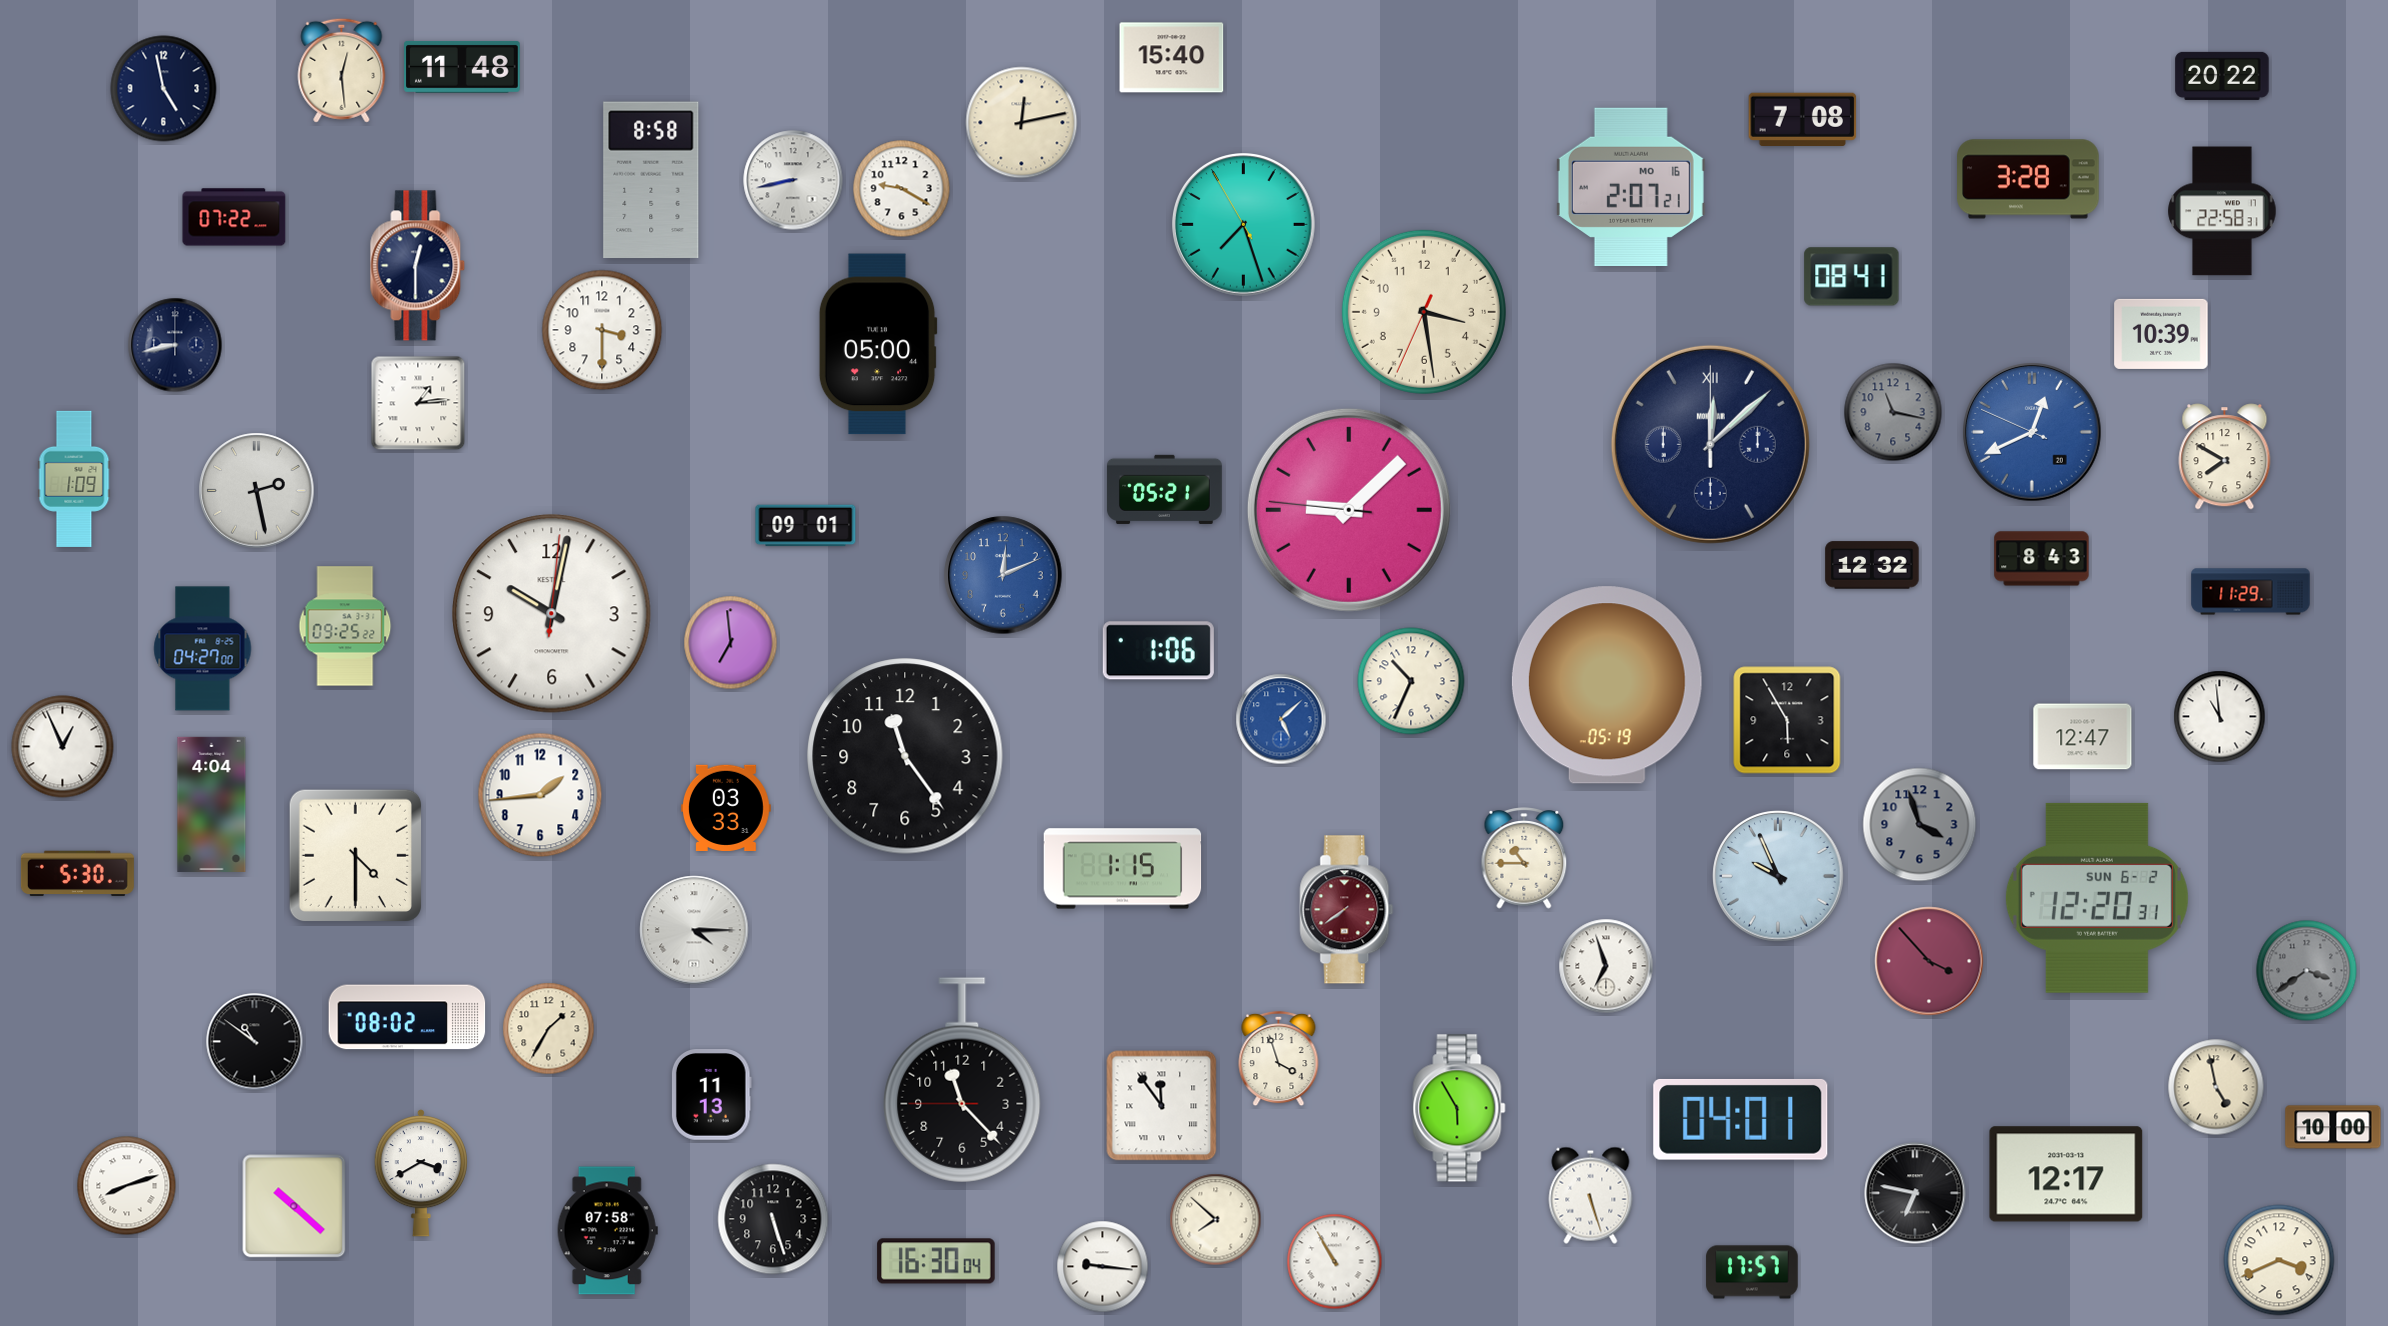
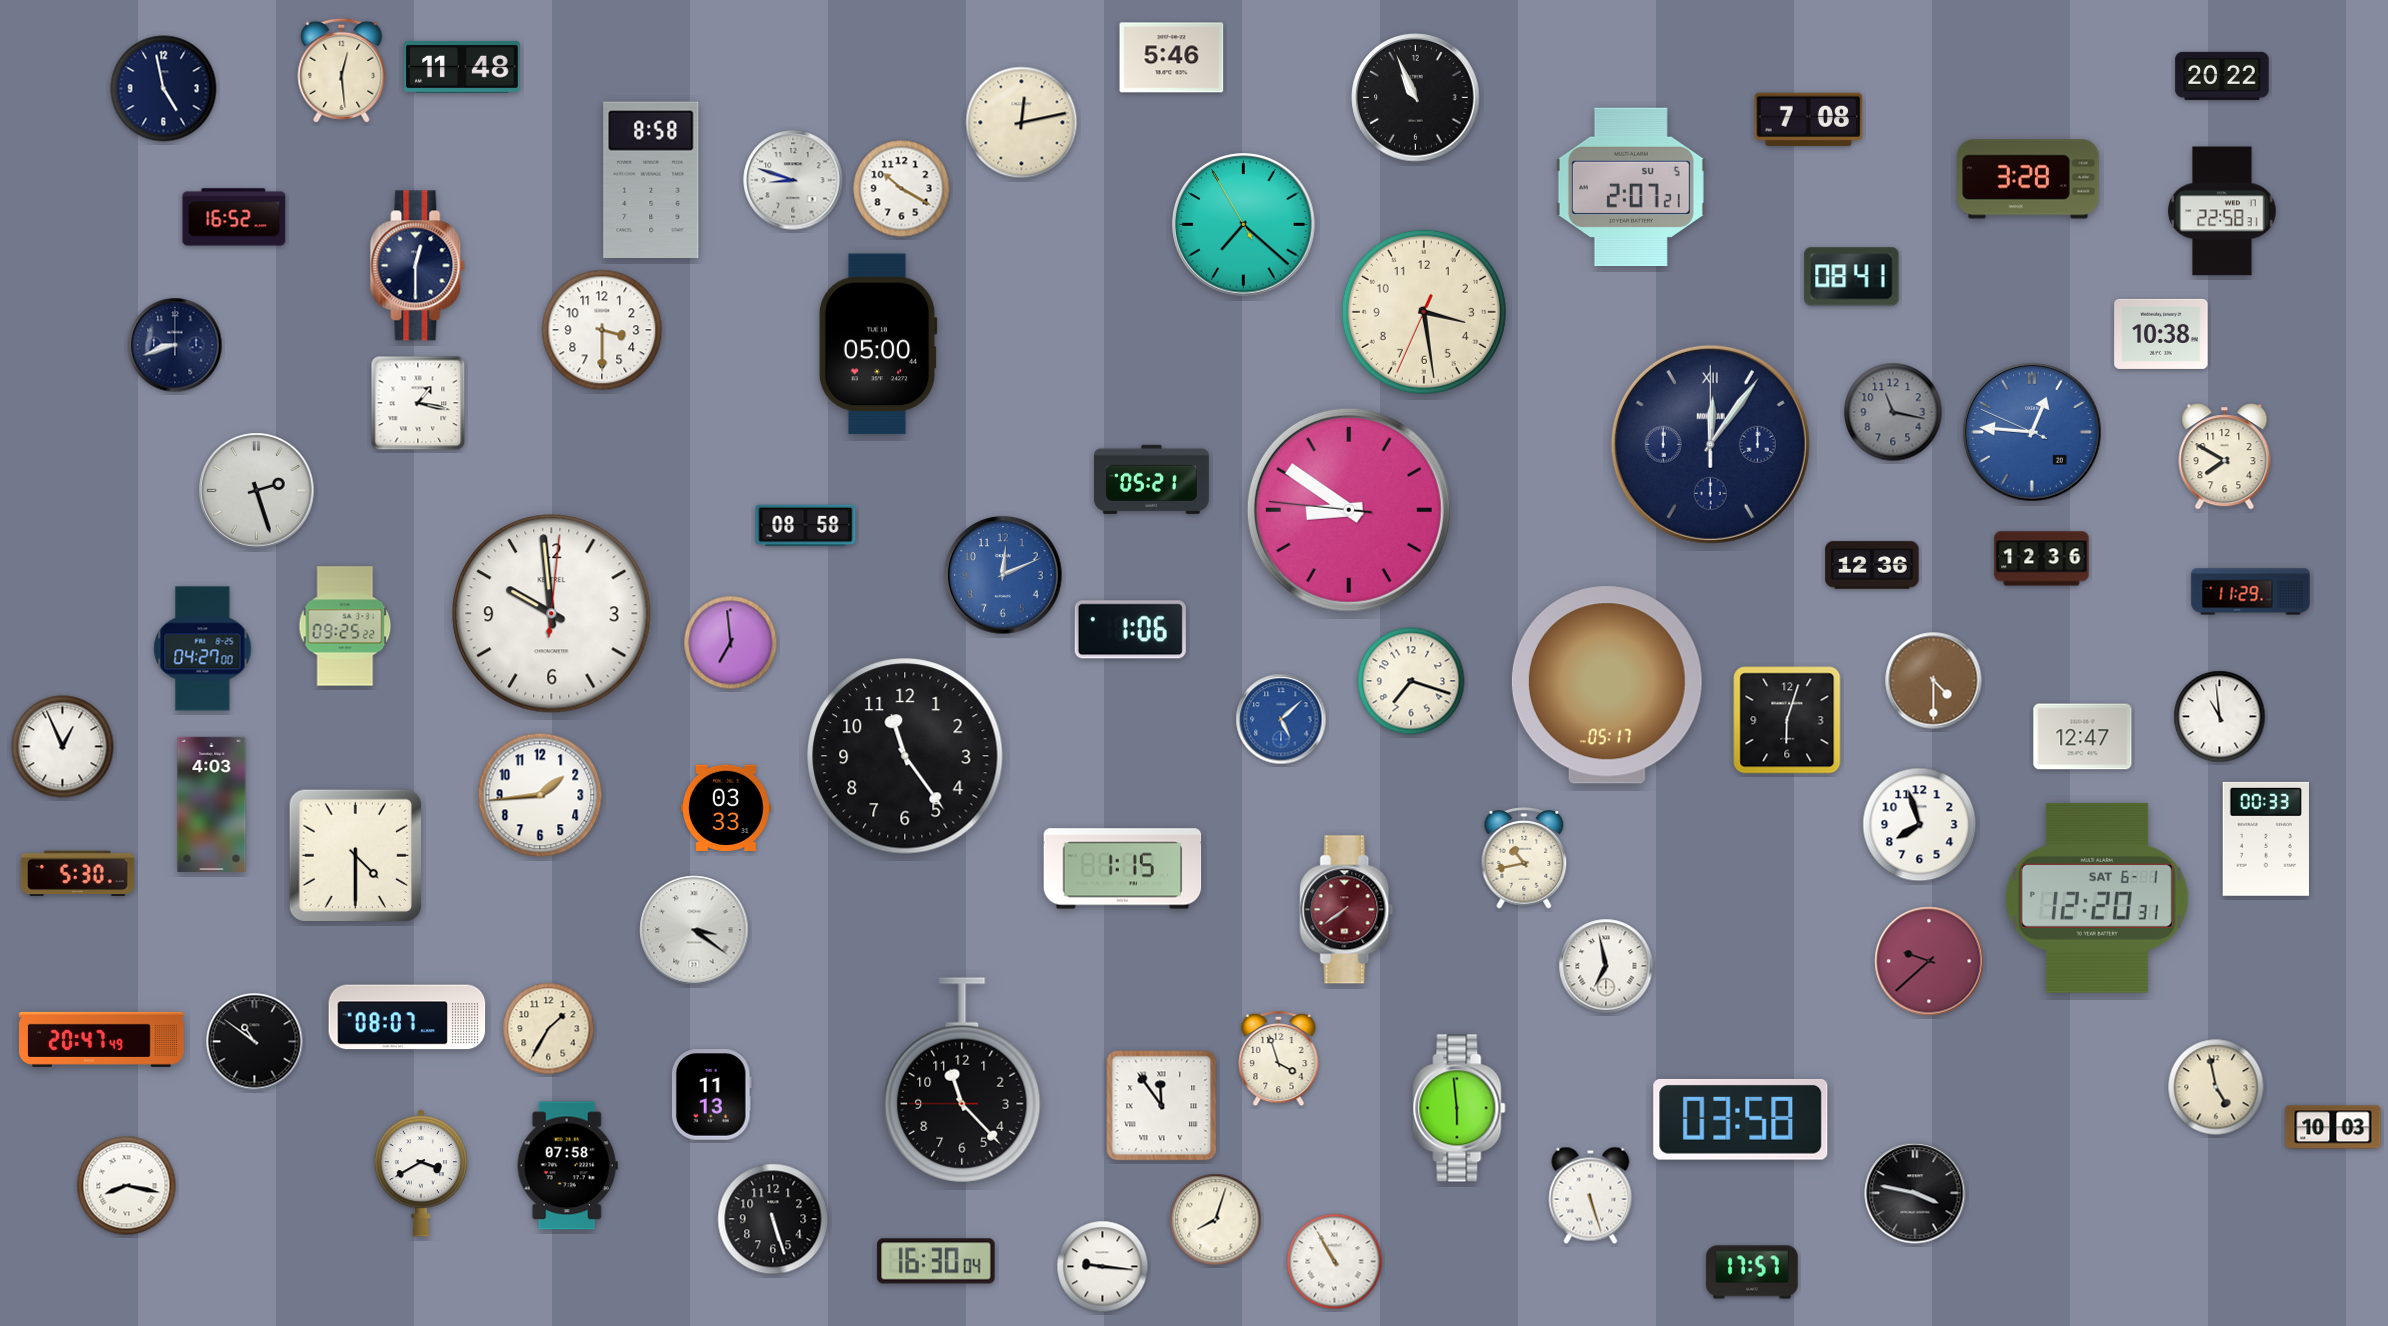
clock at (1172, 58): 15:40 -> 5:46
clock at (1416, 98): none -> 10:56
clock at (1803, 119) position: (1803, 119) -> (1809, 119)
clock at (793, 180): 8:43 -> 8:48
clock at (1631, 186) date: MO 16 -> SU 5
clock at (902, 189): 9:20 -> 10:20
clock at (234, 217): 07:22 -> 16:52
clock at (1244, 225): 7:26 -> 7:21
clock at (2161, 334): 10:39 -> 10:38
clock at (175, 345): 8:43 -> 8:42
clock at (418, 403): 1:14 -> 1:17
clock at (2032, 432): 12:40 -> 12:45
clock at (1710, 444): 12:08 -> 12:06
clock at (74, 479): 1:09 -> none
clock at (1165, 489) position: (1165, 489) -> (1152, 479)
clock at (257, 491): 2:28 -> 2:27
clock at (1349, 510): 9:07 -> 8:50
clock at (806, 526): 09:01 -> 08:58
clock at (2042, 559): 8:43 -> 12:36
clock at (1872, 565): 12:32 -> 12:36
clock at (552, 614): 10:02 -> 9:59
clock at (1158, 651) position: (1158, 651) -> (1130, 630)
clock at (1411, 681): 10:34 -> 7:18
clock at (1934, 681): none -> 4:30
clock at (1607, 685): 05:19 -> 05:17
clock at (1787, 720): 5:55 -> 6:03
clock at (212, 804): 4:04 -> 4:03
clock at (1920, 825): 3:57 -> 7:57
clock at (1920, 825) dial: grey -> white
clock at (2266, 839): none -> 00:33
clock at (1524, 858): 10:45 -> 10:43
clock at (1778, 876): 9:56 -> none
clock at (2097, 898) date: SUN 6-2 -> SAT 6-1
clock at (694, 930): 4:15 -> 3:21
clock at (1929, 961): 3:53 -> 9:38
clock at (1606, 966): 6:57 -> 6:58
clock at (2307, 971): 3:39 -> none
clock at (407, 1017): 08:02 -> 08:07
clock at (102, 1039): none -> 20:47
clock at (1459, 1108): 5:55 -> 5:59
clock at (1741, 1120): 04:01 -> 03:58
clock at (2333, 1127): 10:00 -> 10:03
clock at (2066, 1174): 12:17 -> none
clock at (127, 1186): 8:12 -> 8:17
clock at (1915, 1193): 6:47 -> 3:47
clock at (294, 1206): 10:22 -> none
clock at (1216, 1220): 7:52 -> 8:03
clock at (607, 1231) position: (607, 1231) -> (567, 1166)
clock at (2279, 1260): 3:41 -> none
